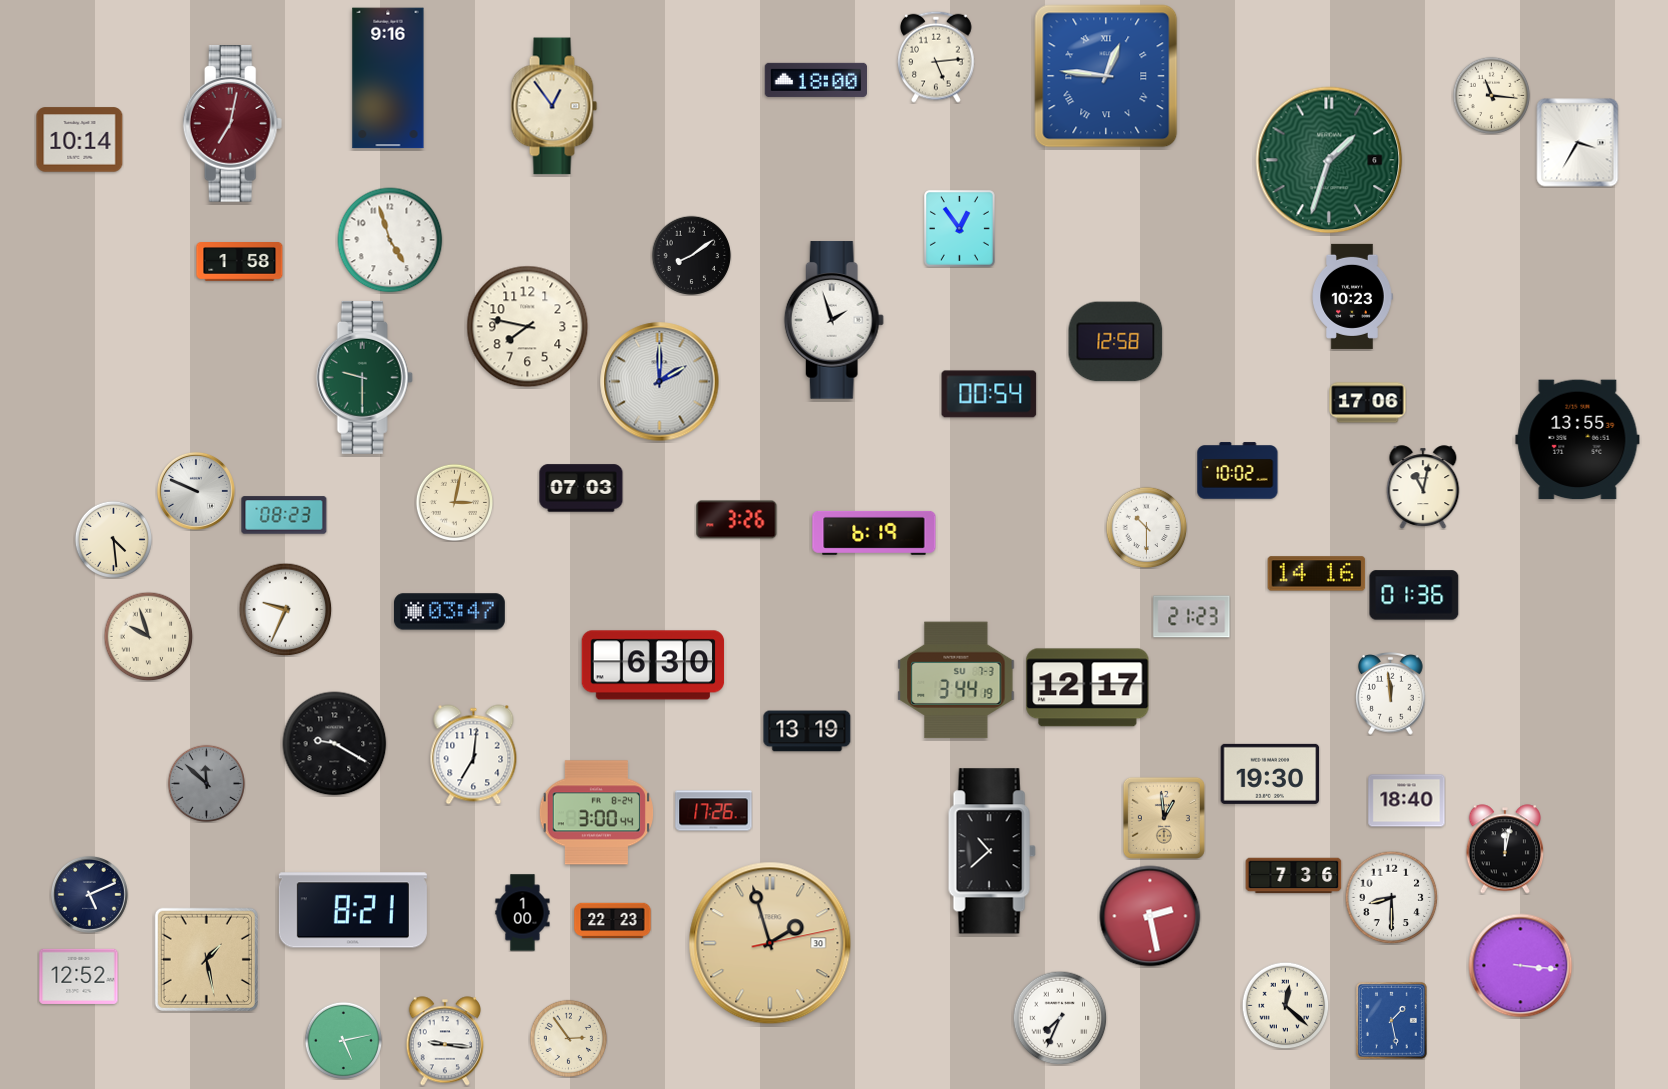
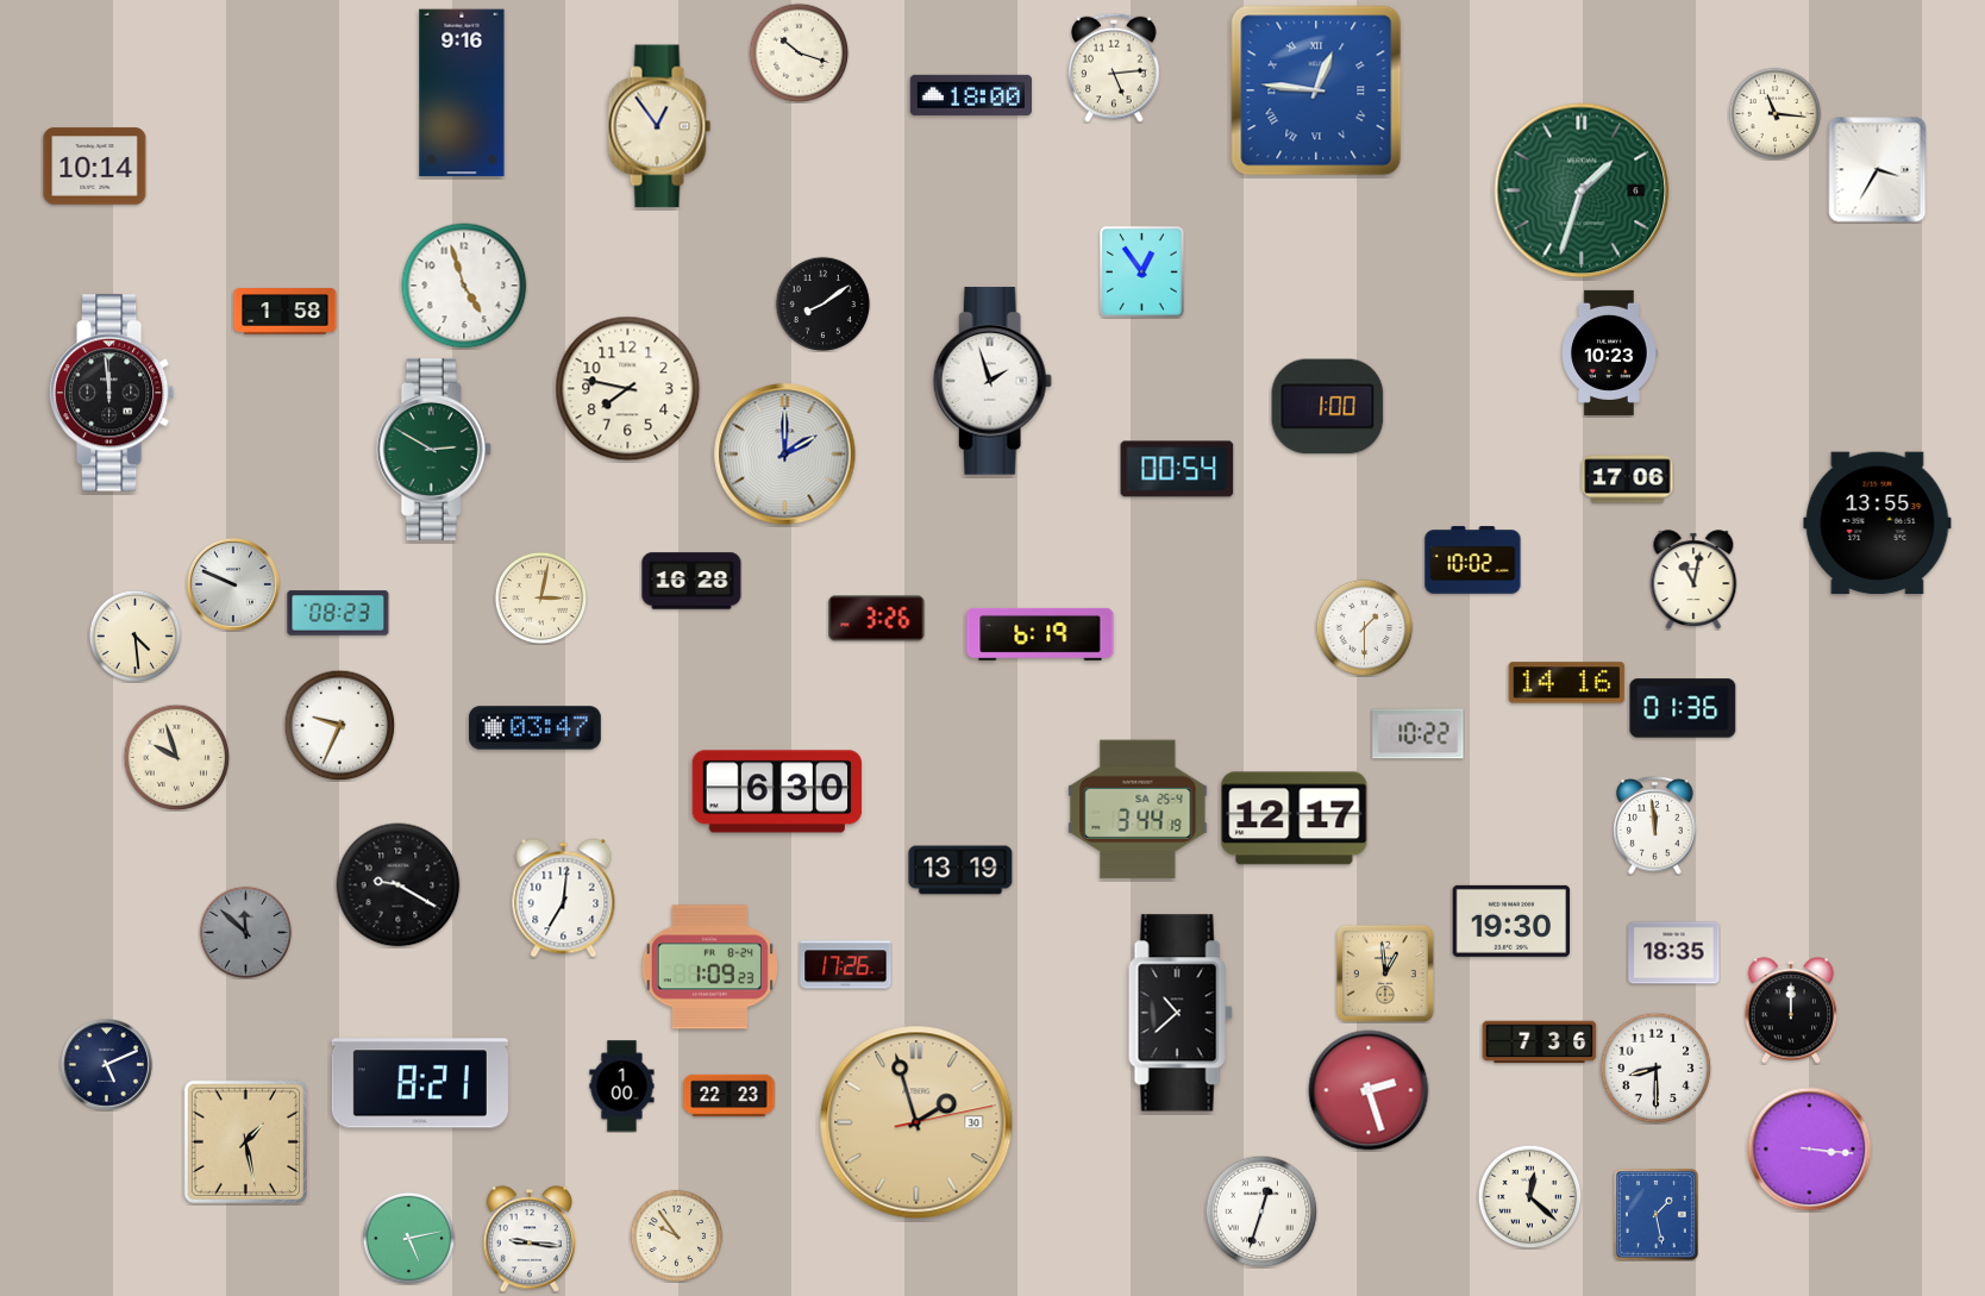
clock at (799, 52): none -> 10:18
clock at (233, 124): 7:02 -> none
clock at (113, 393): none -> 11:59
clock at (1116, 342): 12:58 -> 1:00
clock at (364, 377): 9:30 -> 2:50
clock at (581, 488): 07:03 -> 16:28
clock at (1146, 527): 10:30 -> 1:30
clock at (113, 539) position: (113, 539) -> (134, 636)
clock at (1192, 617): 21:23 -> 10:22
clock at (956, 680) date: SU 7-3 -> SA 25-4
clock at (1407, 801): 18:40 -> 18:35
clock at (714, 811) position: (714, 811) -> (846, 965)
clock at (596, 813): 3:00 -> 1:09
clock at (1504, 849): 12:02 -> 12:00
clock at (1150, 916): 2:28 -> 2:27
clock at (79, 976): 12:52 -> none
clock at (1060, 1018): 7:34 -> 12:33
clock at (568, 1038): 2:54 -> 9:54
